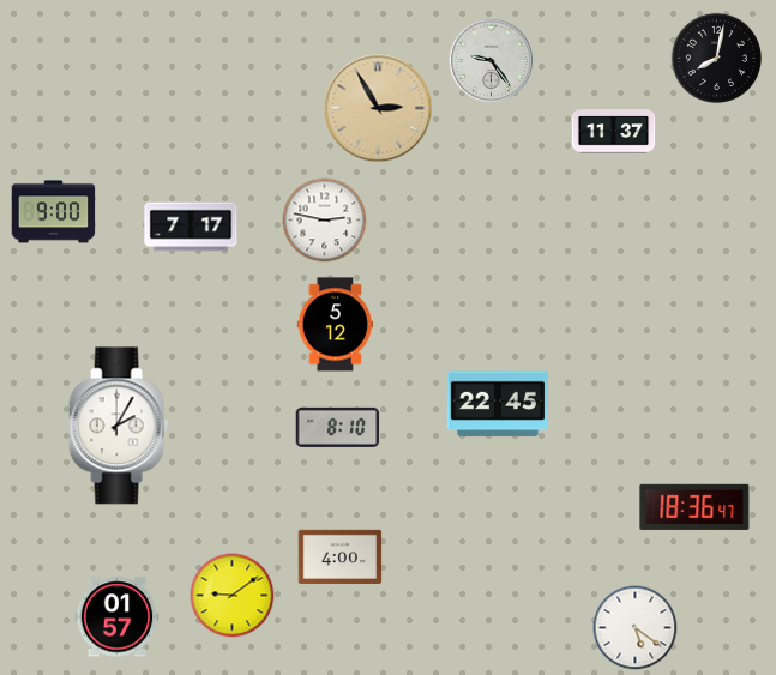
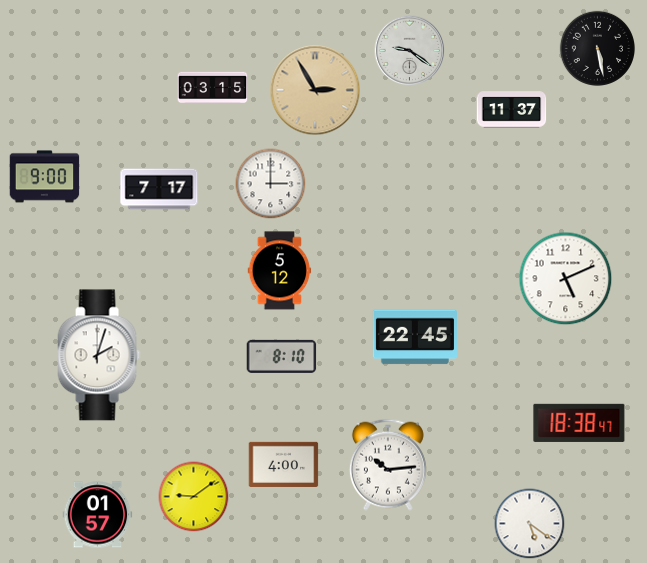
clock at (716, 58): 8:02 -> 5:28
clock at (492, 61): 9:24 -> 9:21
clock at (213, 88): none -> 03:15
clock at (325, 221): 2:47 -> 3:00
clock at (566, 279): none -> 5:11
clock at (119, 426): 2:05 -> 2:03
clock at (694, 507): 18:36 -> 18:38
clock at (388, 465): none -> 10:14
